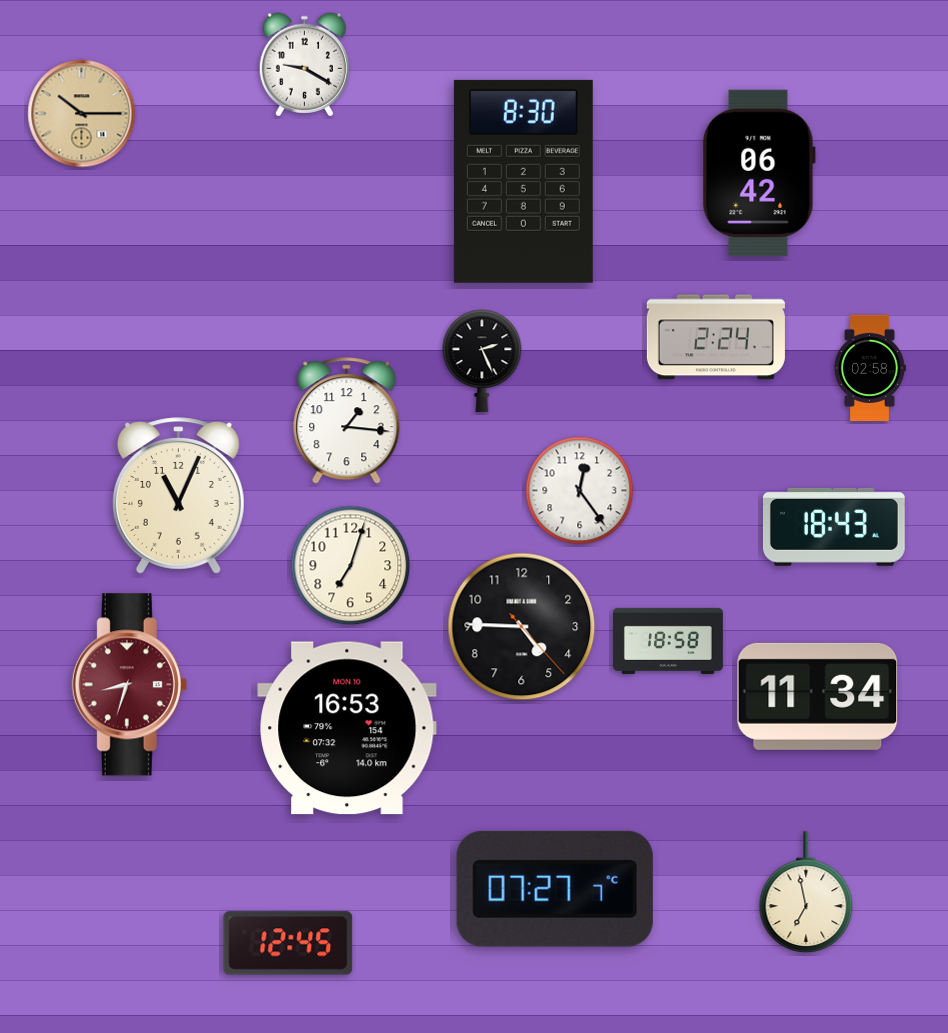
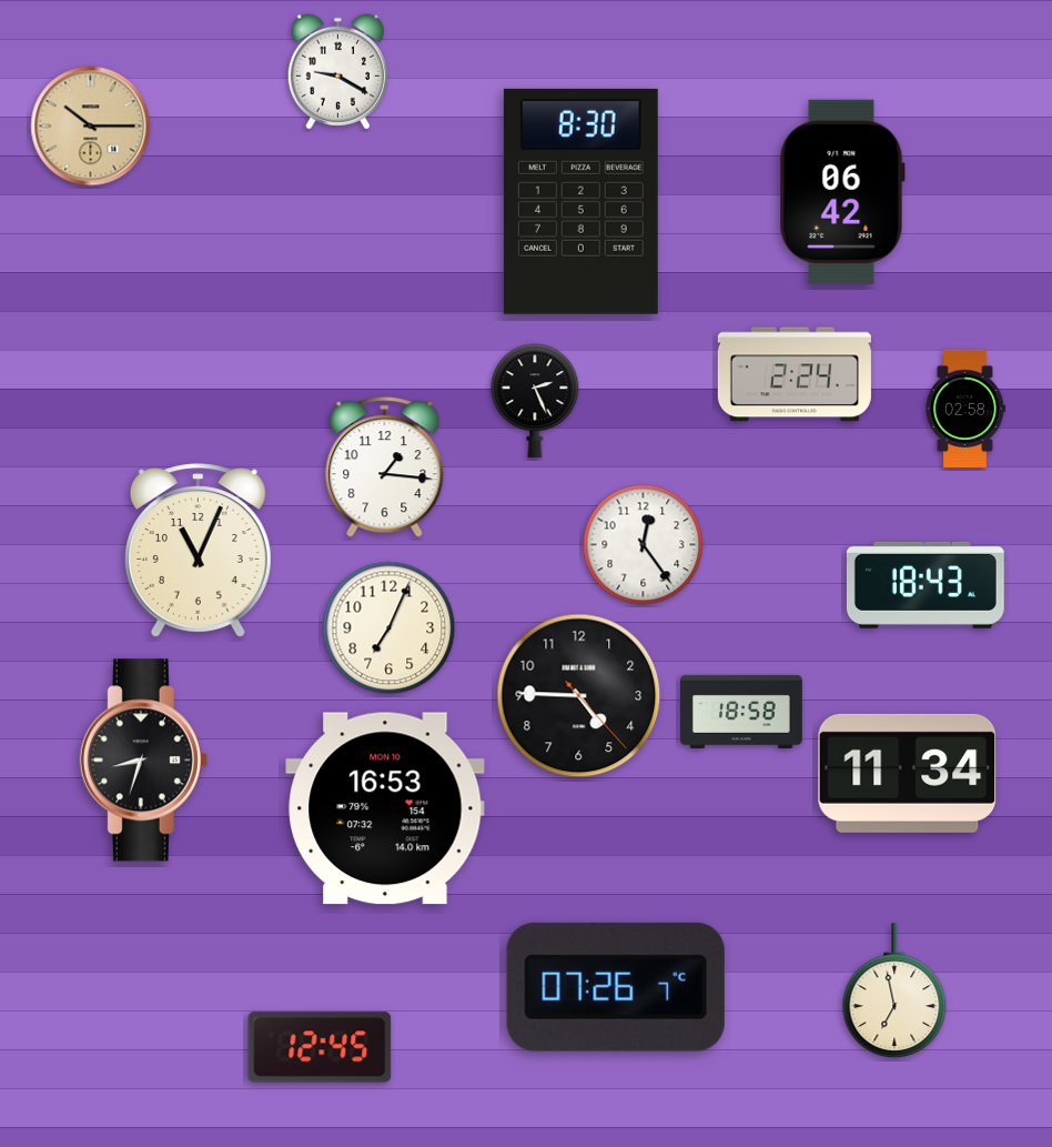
clock at (351, 566): 7:03 -> 7:04
clock at (129, 685) dial: burgundy -> black
clock at (555, 889): 07:27 -> 07:26
